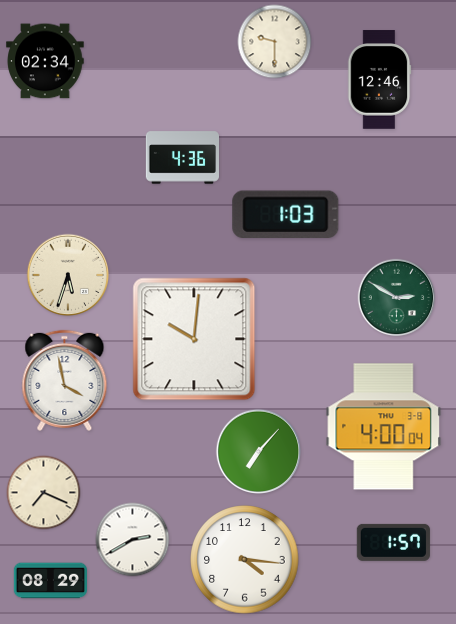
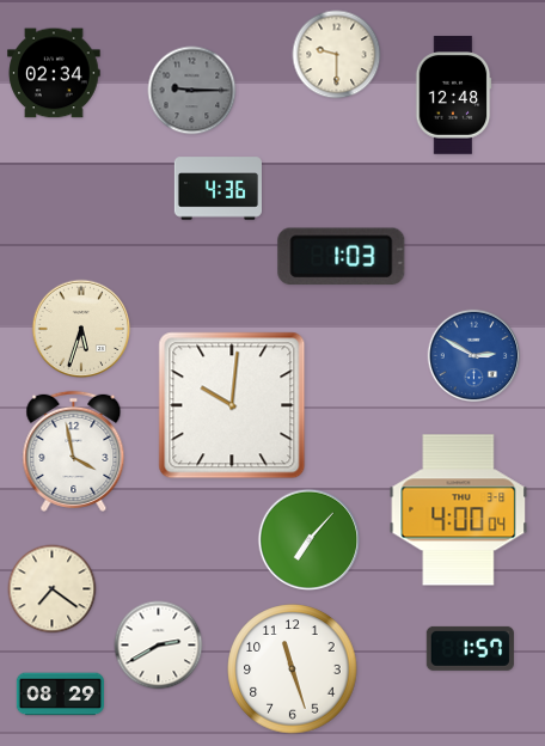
clock at (275, 42) position: (275, 42) -> (337, 55)
clock at (192, 91): none -> 9:15
clock at (379, 80): 12:46 -> 12:48
clock at (397, 298) dial: green -> blue
clock at (65, 380) position: (65, 380) -> (74, 451)
clock at (44, 493): 7:19 -> 7:21
clock at (245, 560): 4:16 -> 11:27
